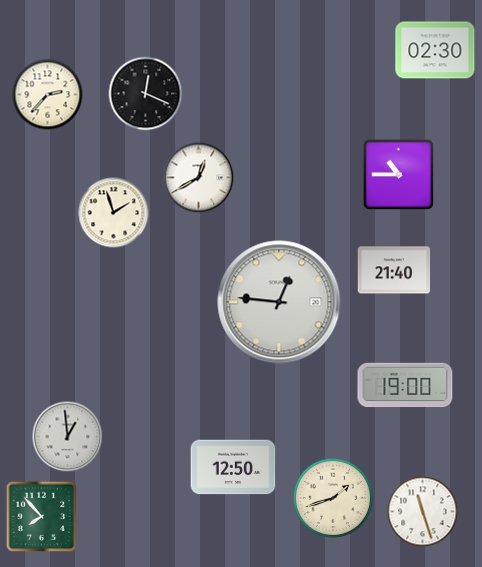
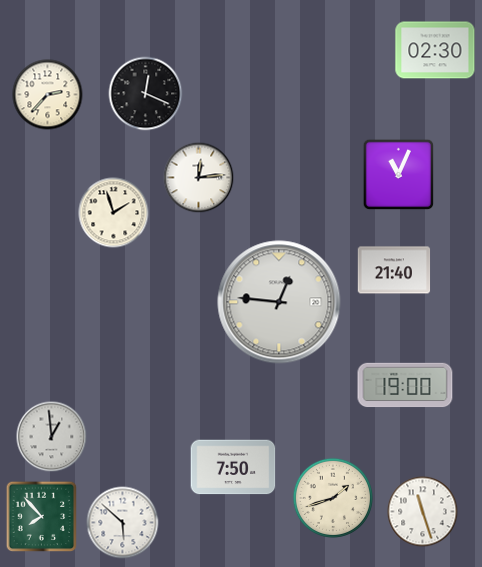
clock at (399, 175): 10:45 -> 11:04
clock at (199, 178): 12:40 -> 12:14
clock at (68, 437) position: (68, 437) -> (52, 437)
clock at (233, 467): 12:50 -> 7:50
clock at (123, 523): none -> 5:52
